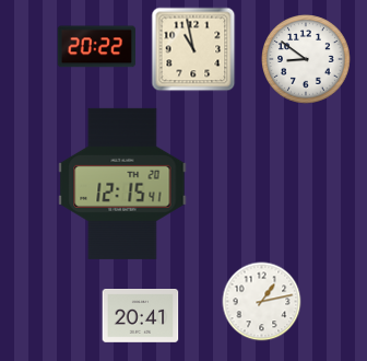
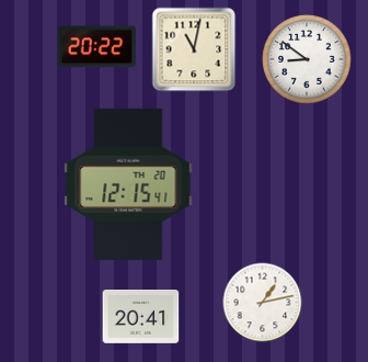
clock at (193, 49): 10:58 -> 11:02
clock at (122, 184) position: (122, 184) -> (128, 184)
